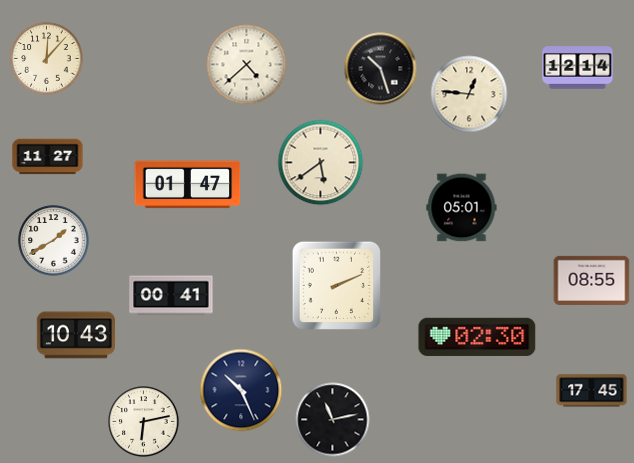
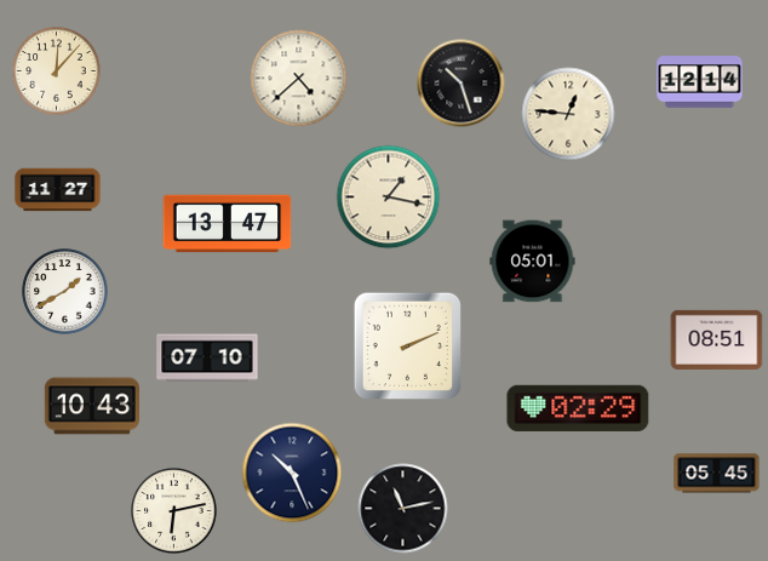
clock at (321, 163): 5:39 -> 1:17
clock at (188, 185): 01:47 -> 13:47
clock at (462, 208) position: (462, 208) -> (533, 262)
clock at (592, 280): 08:55 -> 08:51
clock at (171, 295): 00:41 -> 07:10
clock at (477, 337): 02:30 -> 02:29
clock at (592, 391): 17:45 -> 05:45
